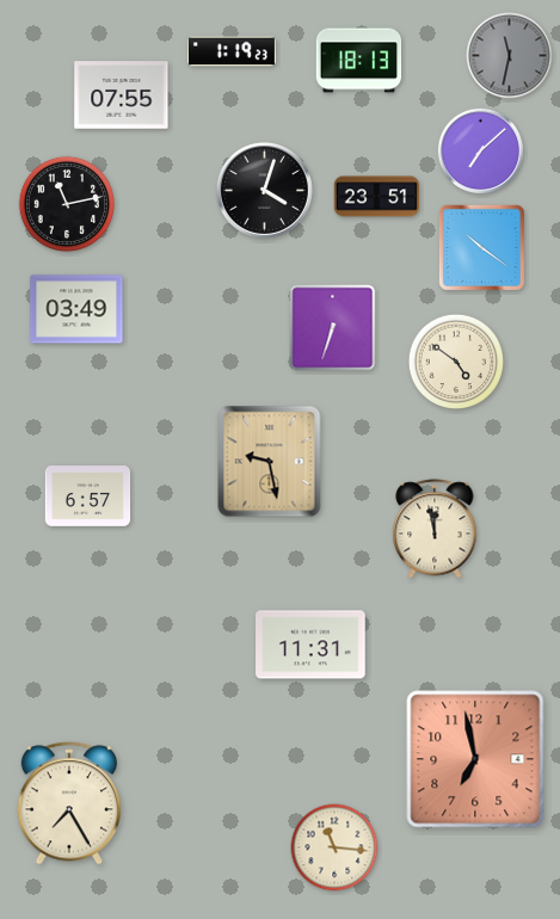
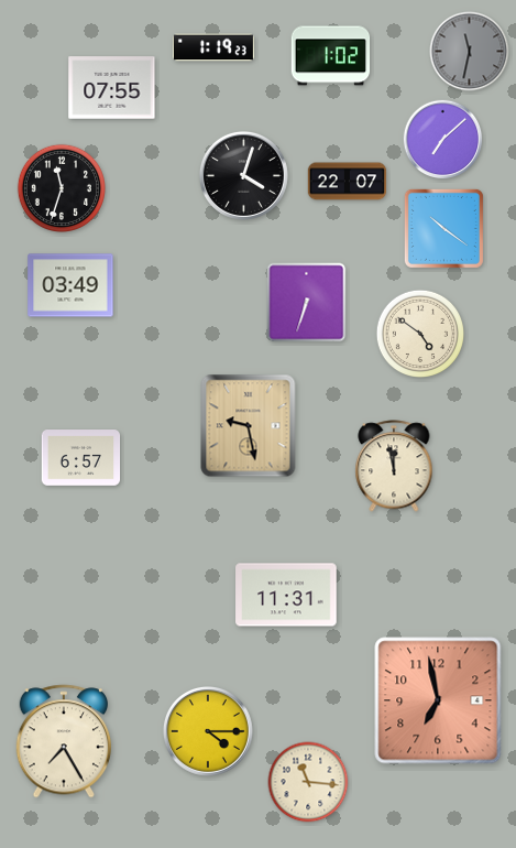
clock at (359, 61): 18:13 -> 1:02
clock at (377, 197): 23:51 -> 22:07
clock at (66, 203): 11:13 -> 11:33
clock at (435, 529) position: (435, 529) -> (394, 466)
clock at (208, 731): none -> 4:15
